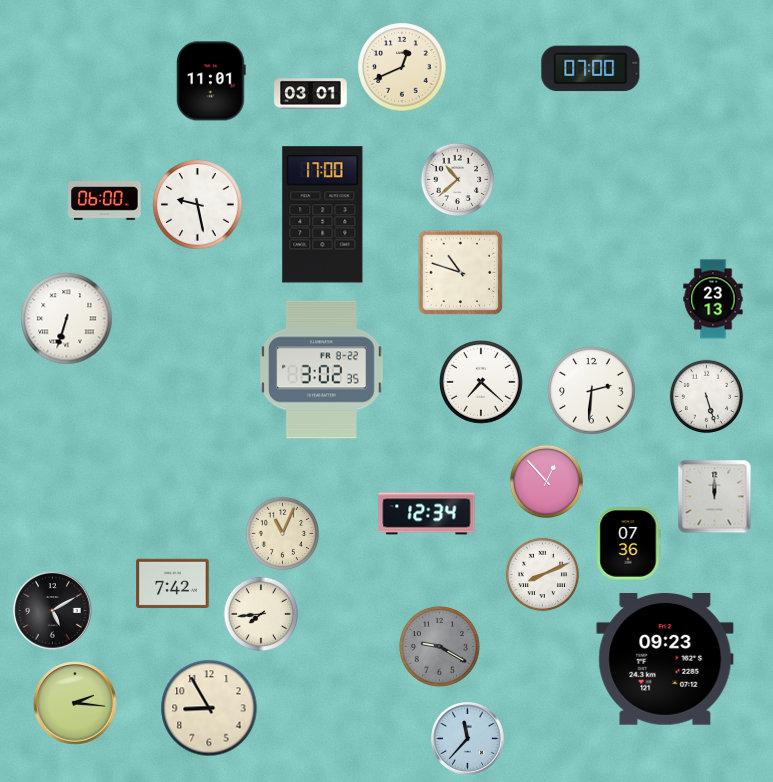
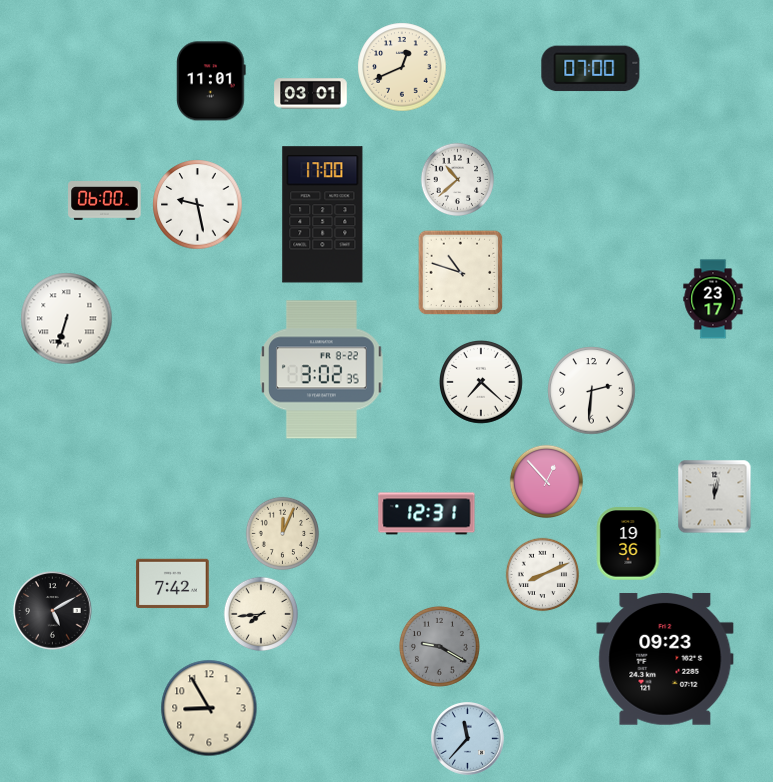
clock at (713, 299): 23:13 -> 23:17
clock at (707, 397): 5:27 -> none
clock at (715, 497): 12:00 -> 12:02
clock at (427, 514): 12:34 -> 12:31
clock at (283, 534): 11:04 -> 12:04
clock at (628, 544): 07:36 -> 19:36
clock at (75, 703): 2:16 -> none
